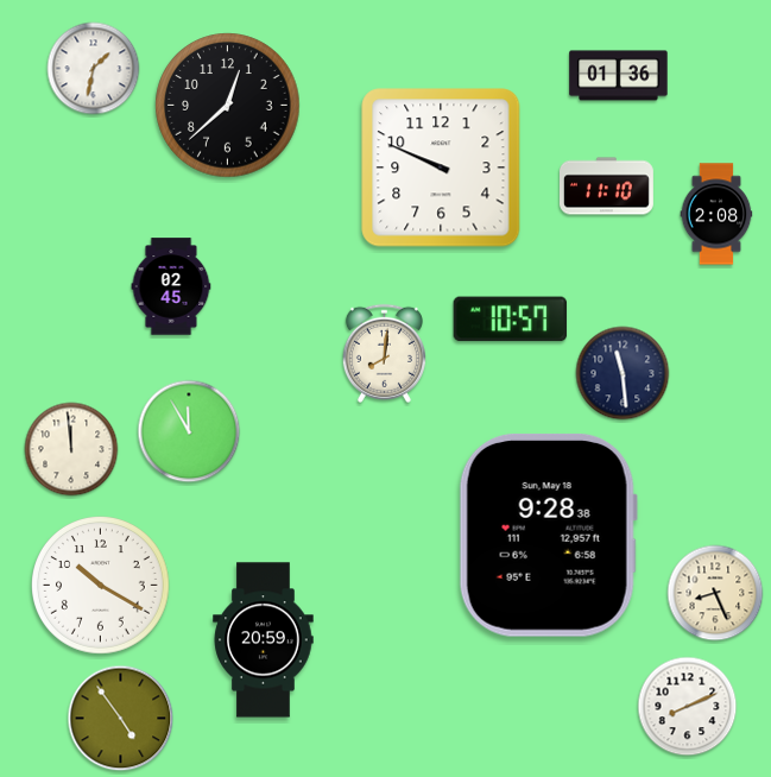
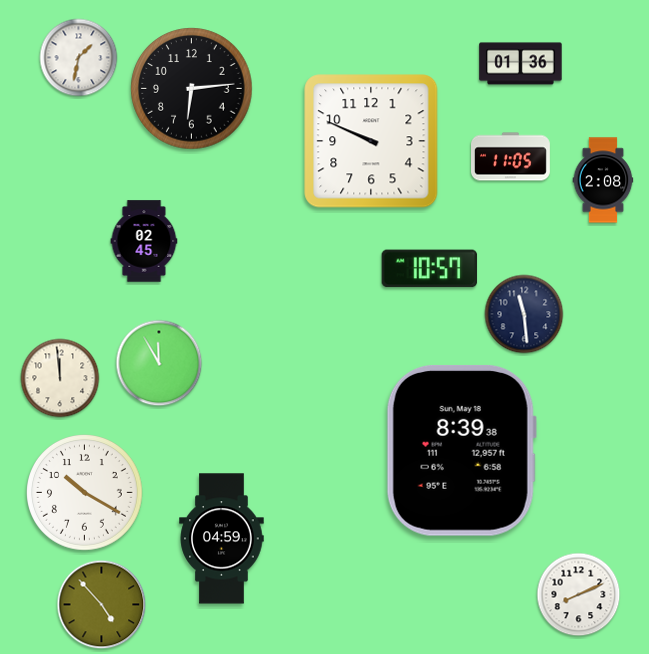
clock at (228, 106): 12:38 -> 6:14
clock at (607, 187): 11:10 -> 11:05
clock at (384, 353): 8:01 -> none
clock at (548, 535): 9:28 -> 8:39
clock at (715, 593): 8:26 -> none
clock at (264, 640): 20:59 -> 04:59
clock at (121, 719): 4:54 -> 4:53
